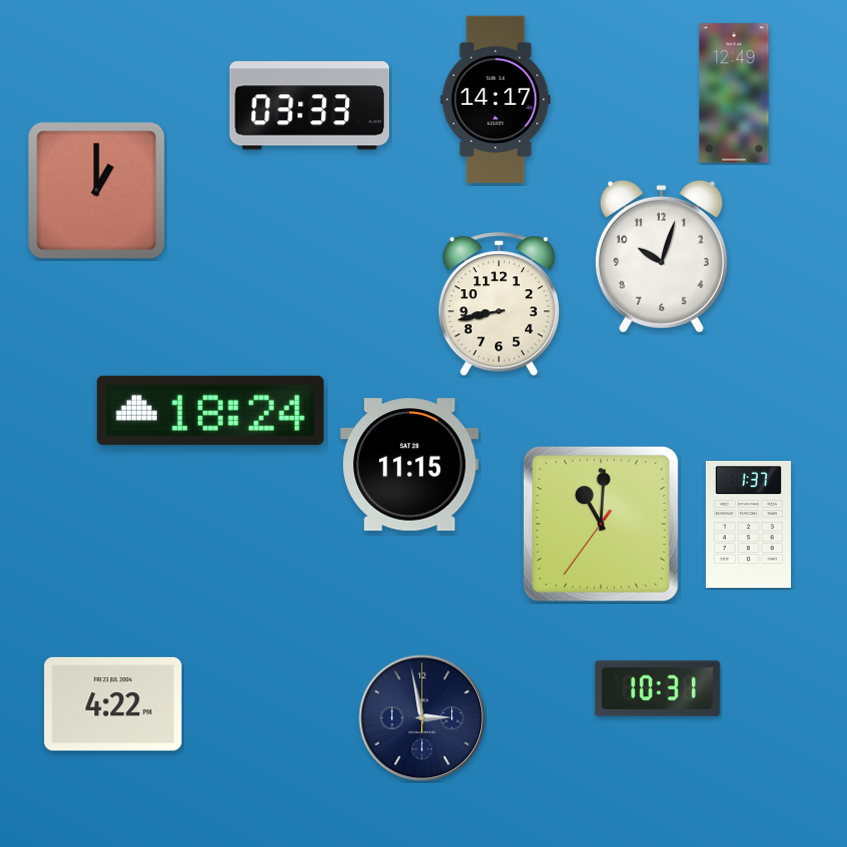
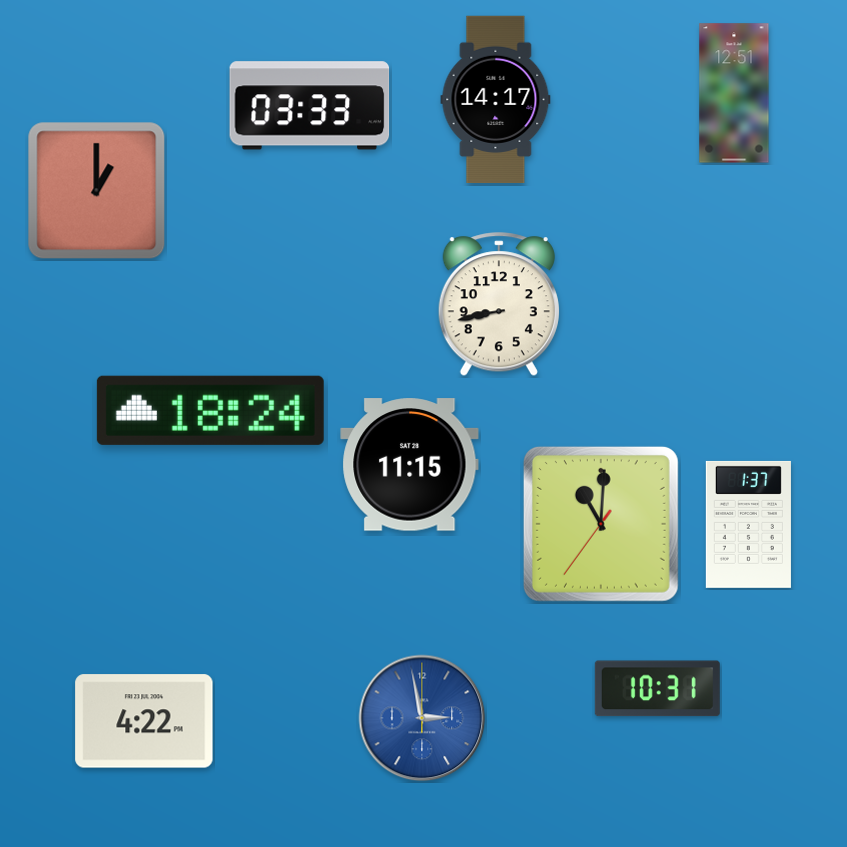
clock at (734, 93): 12:49 -> 12:51
clock at (661, 256): 10:03 -> none
clock at (113, 704) position: (113, 704) -> (144, 721)
clock at (422, 718) dial: navy -> blue
